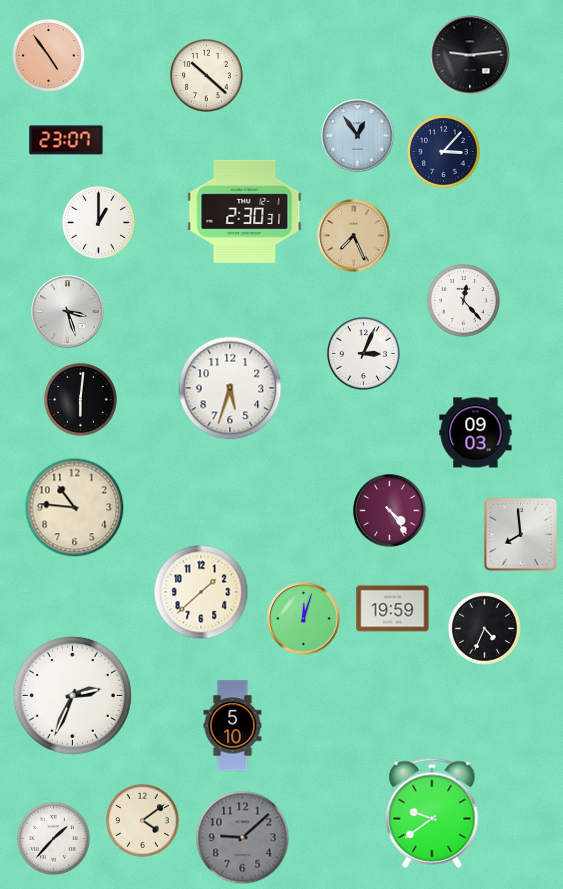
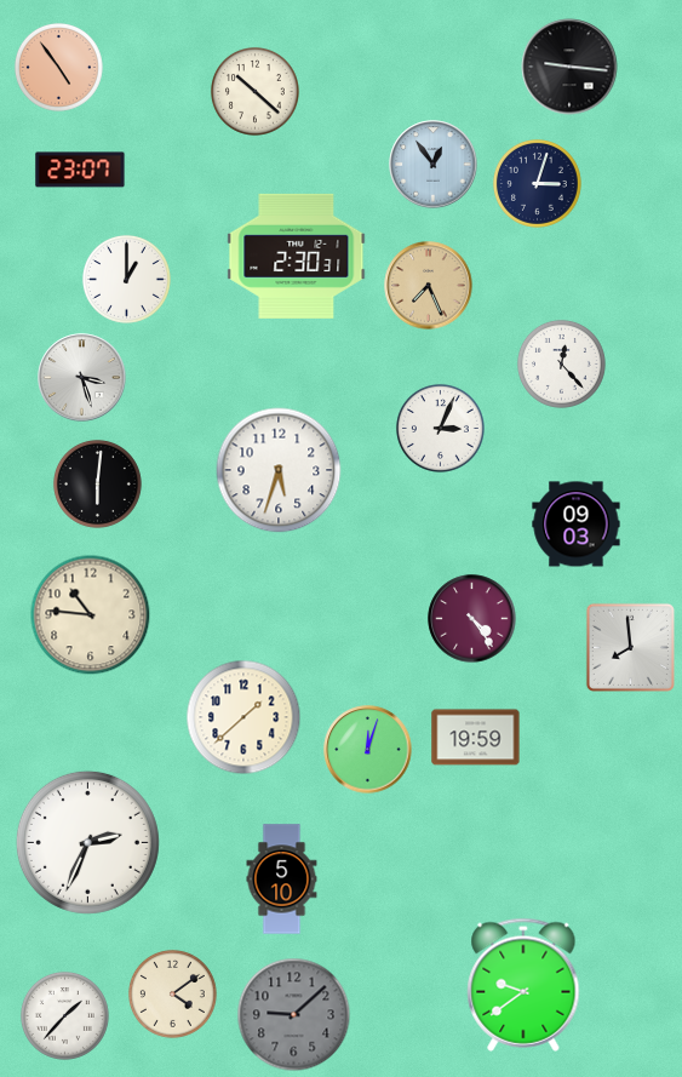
clock at (470, 55): 9:14 -> 9:16
clock at (206, 75) position: (206, 75) -> (254, 91)
clock at (443, 151): 3:07 -> 3:03
clock at (98, 222) position: (98, 222) -> (126, 279)
clock at (484, 628): 4:34 -> none
